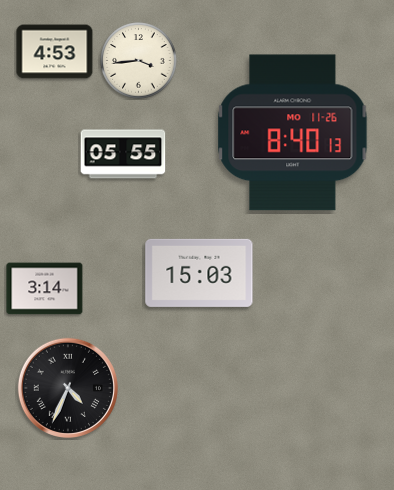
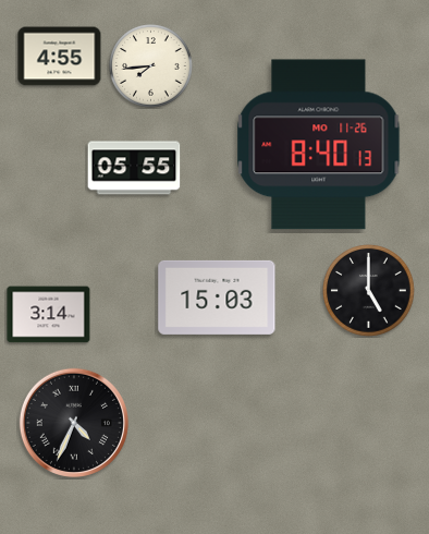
clock at (55, 52): 4:53 -> 4:55
clock at (139, 61): 3:44 -> 7:44
clock at (369, 291): none -> 5:00
